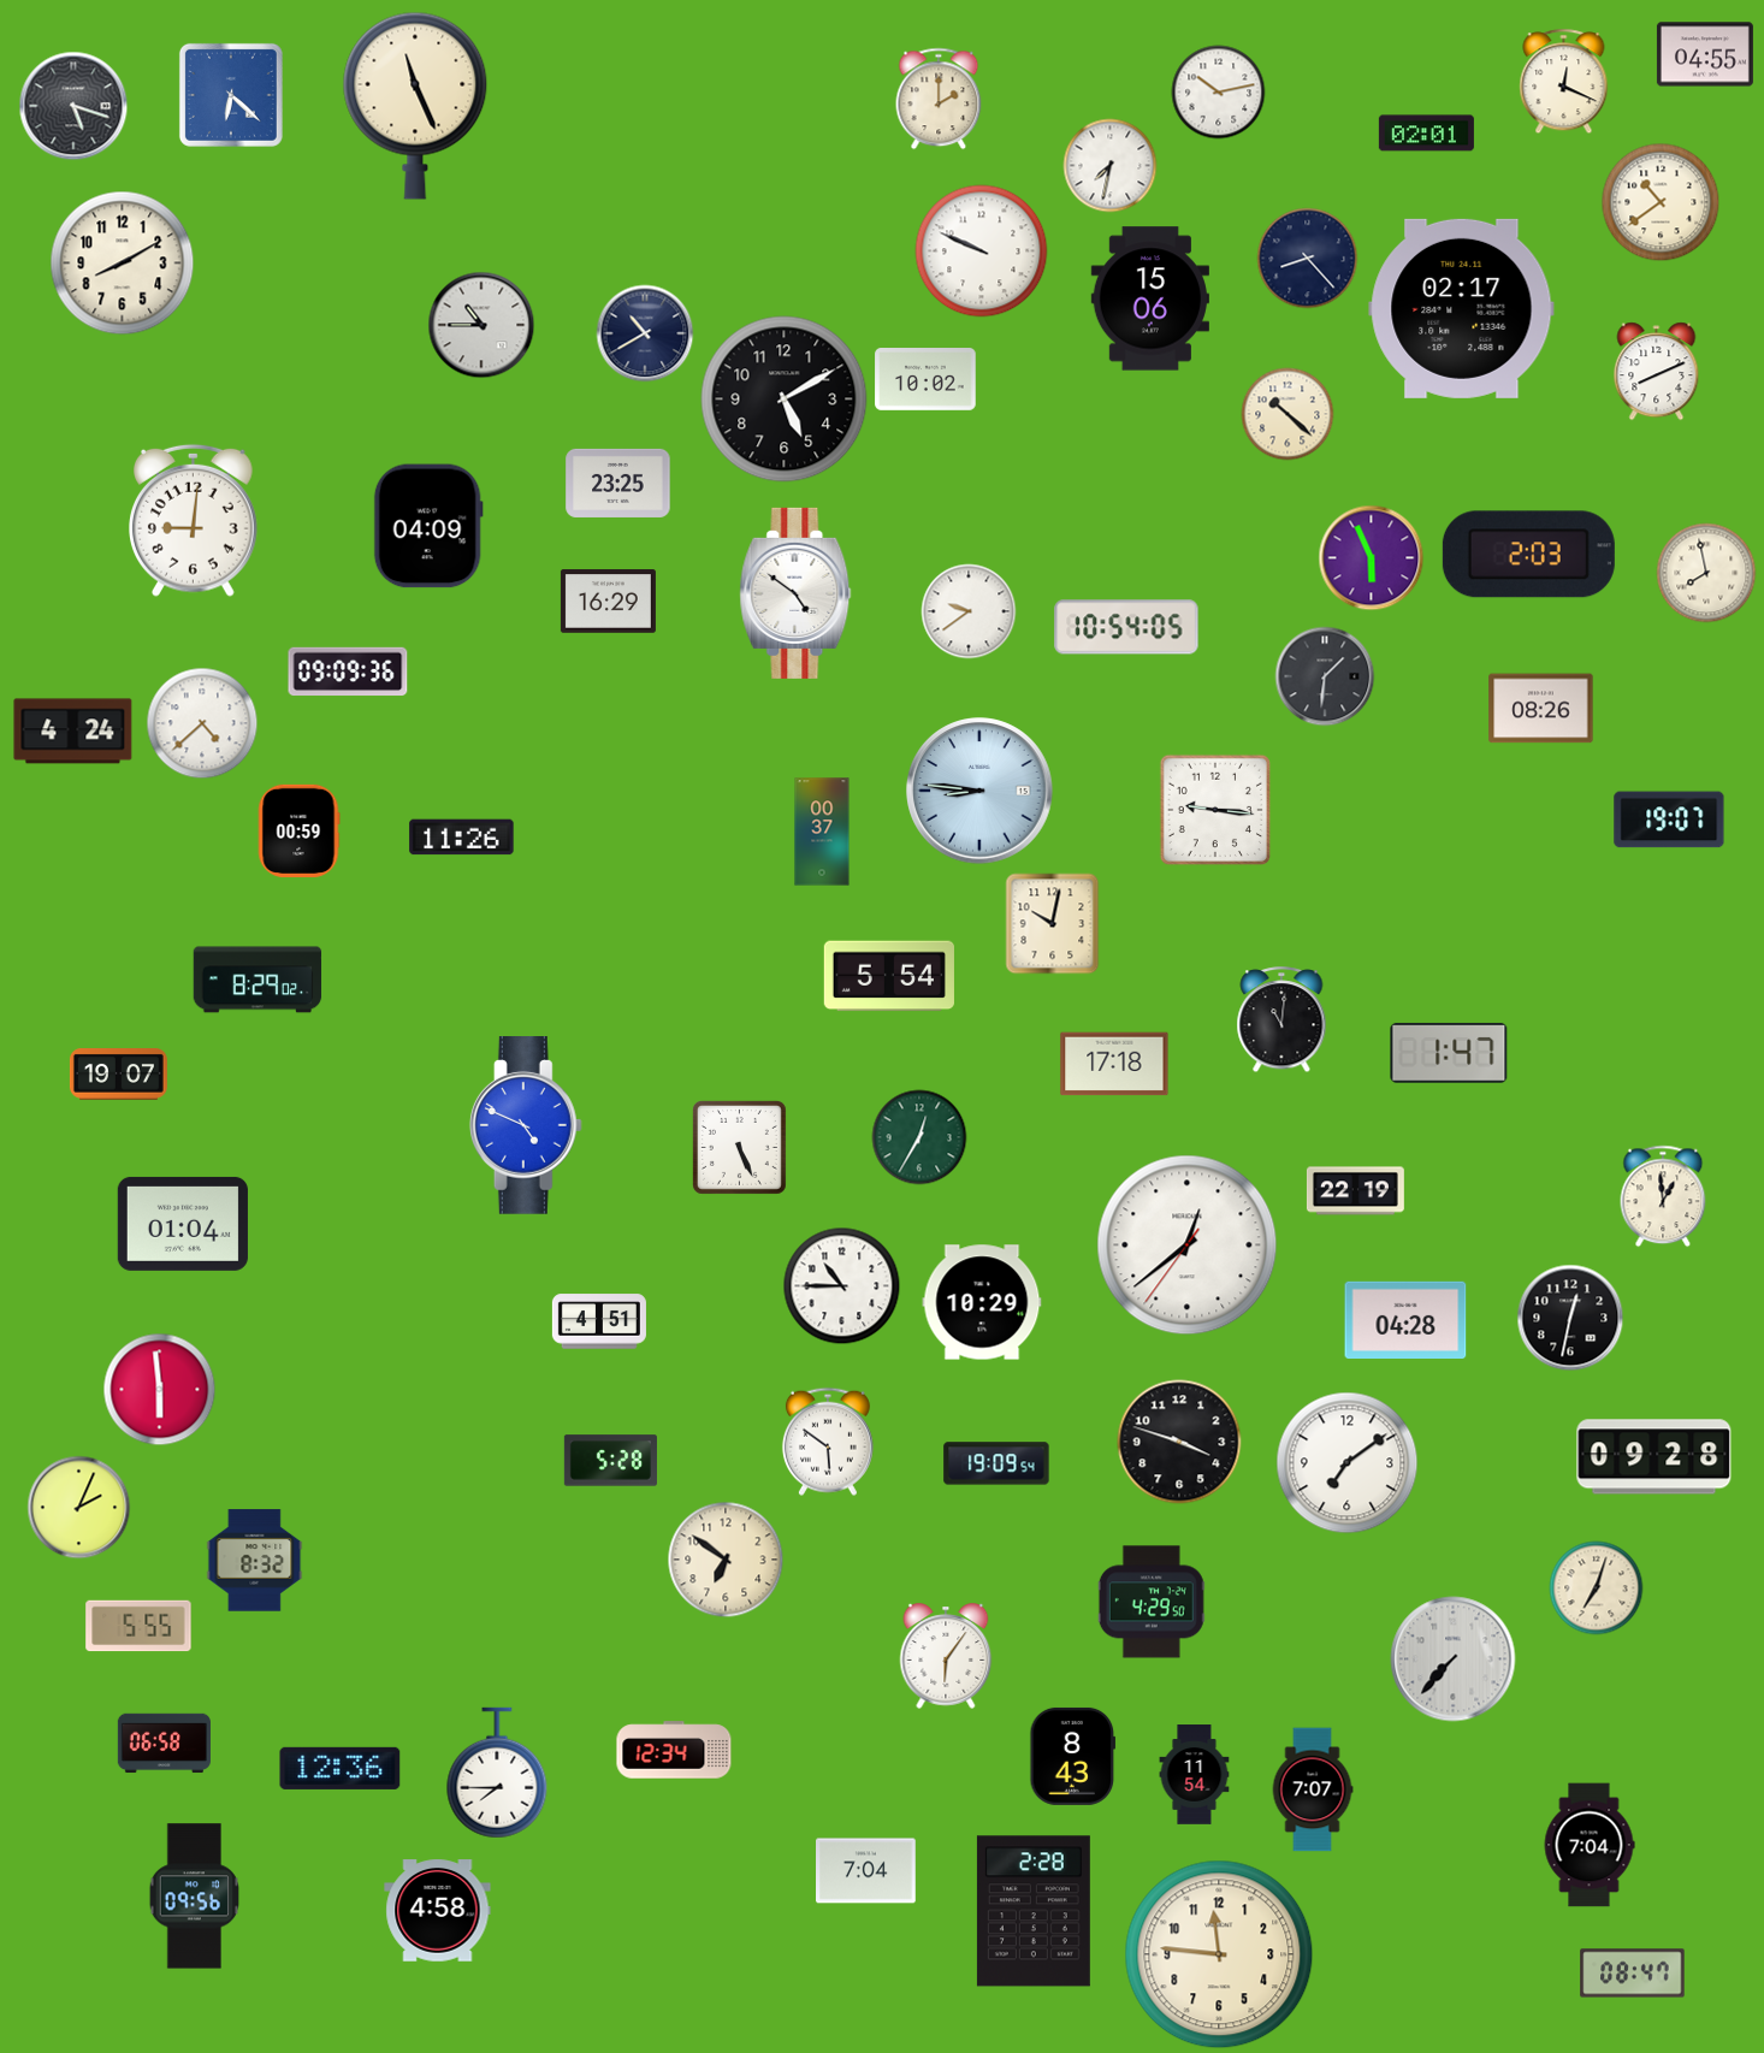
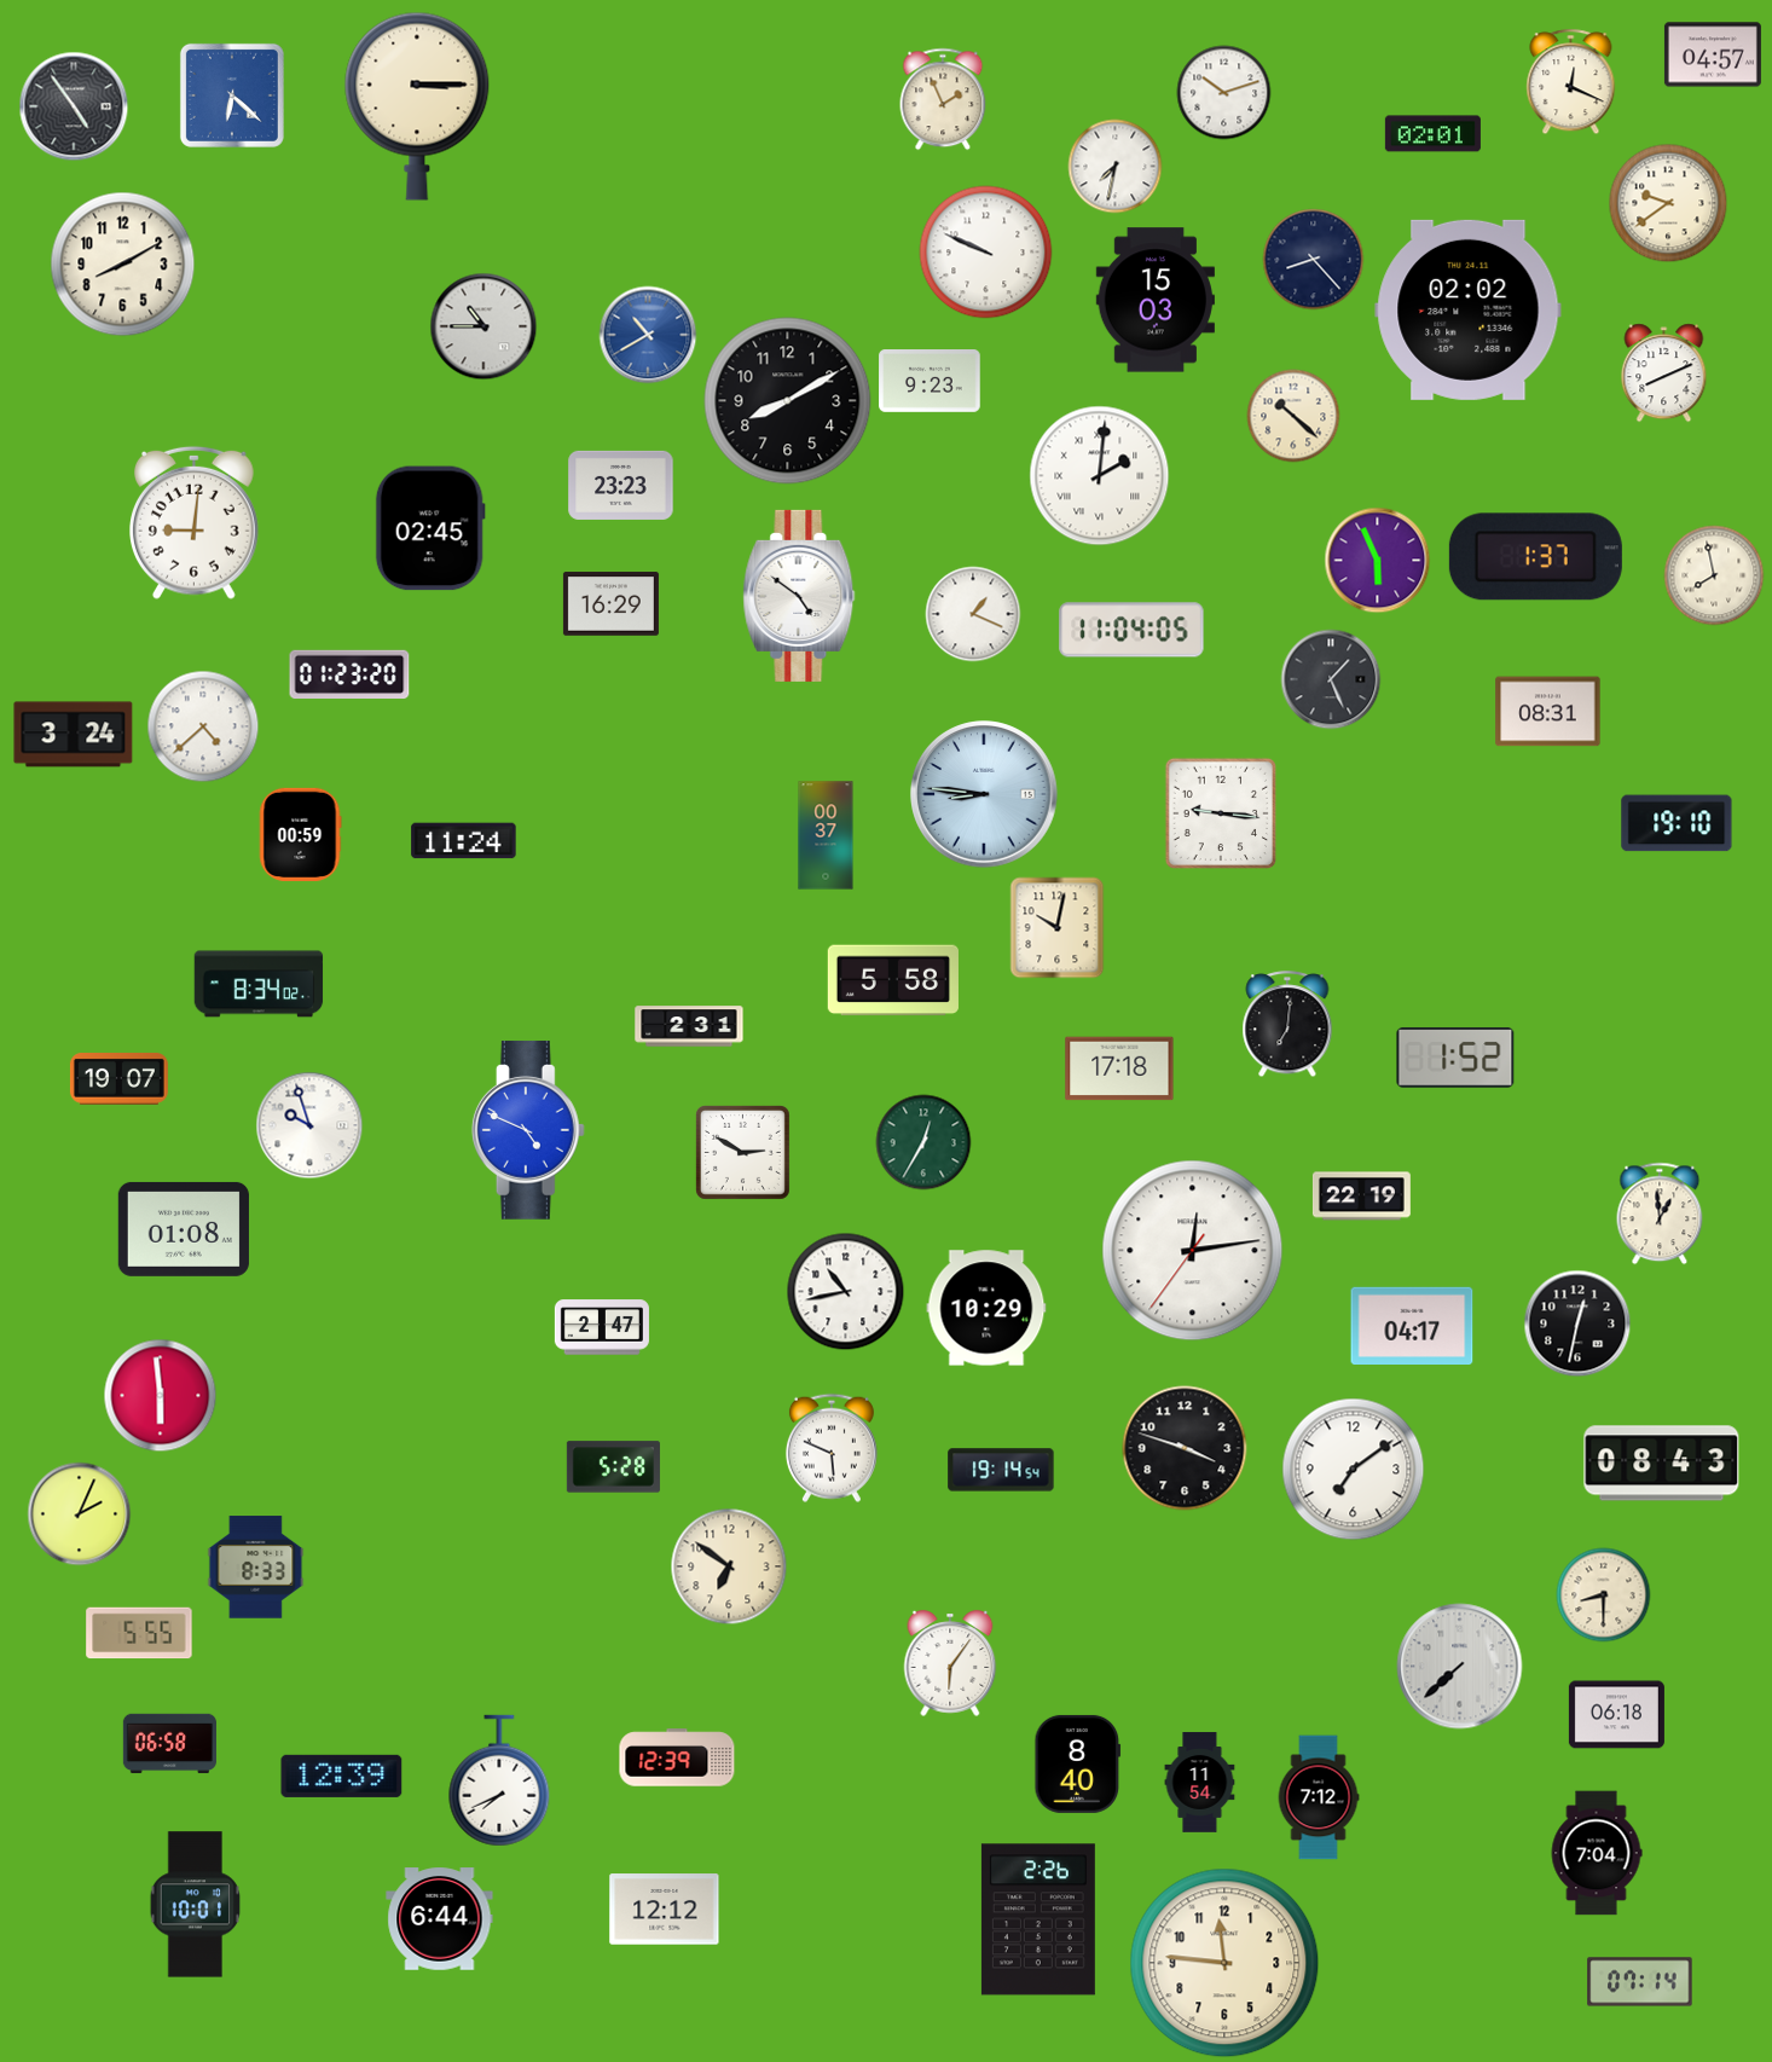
clock at (1705, 54): 04:55 -> 04:57
clock at (1219, 93): 10:13 -> 10:12
clock at (939, 99): 2:00 -> 1:56
clock at (73, 106): 5:18 -> 4:54
clock at (415, 106): 11:26 -> 3:15
clock at (1661, 202): 10:39 -> 9:39
clock at (1149, 298): 15:06 -> 15:03
clock at (1462, 308): 02:17 -> 02:02
clock at (645, 333) dial: navy -> blue
clock at (925, 380): 10:02 -> 9:23
clock at (785, 400): 5:10 -> 8:10
clock at (1100, 476): none -> 2:01
clock at (618, 483): 23:25 -> 23:23
clock at (428, 526): 04:09 -> 02:45
clock at (1528, 555): 2:03 -> 1:37
clock at (969, 611): 9:39 -> 1:19
clock at (1126, 627): 10:54 -> 11:04
clock at (348, 671): 09:09 -> 01:23
clock at (1325, 676): 1:31 -> 1:26
clock at (1541, 709): 08:26 -> 08:31
clock at (73, 732): 4:24 -> 3:24
clock at (1669, 820): 19:07 -> 19:10
clock at (462, 838): 11:26 -> 11:24
clock at (889, 976): 5:54 -> 5:58
clock at (258, 980): 8:29 -> 8:34
clock at (1281, 1020): 11:01 -> 7:01
clock at (689, 1026): none -> 2:31
clock at (1449, 1053): 1:47 -> 1:52
clock at (309, 1125): none -> 9:57
clock at (739, 1147): 5:26 -> 2:50
clock at (1663, 1196) position: (1663, 1196) -> (1660, 1214)
clock at (183, 1224): 01:04 -> 01:08
clock at (1188, 1246): 12:38 -> 12:13
clock at (842, 1286): 10:45 -> 10:43
clock at (1405, 1319): 04:28 -> 04:17
clock at (599, 1321): 4:51 -> 2:47
clock at (828, 1442): 5:51 -> 5:49
clock at (1655, 1457): 09:28 -> 08:43
clock at (996, 1463): 19:09 -> 19:14
clock at (255, 1561): 8:32 -> 8:33
clock at (1597, 1588): 7:03 -> 8:30
clock at (1152, 1602): 4:29 -> none
clock at (1454, 1659): 7:37 -> 7:38
clock at (1616, 1715): none -> 06:18
clock at (164, 1744) position: (164, 1744) -> (169, 1744)
clock at (674, 1750): 12:34 -> 12:39
clock at (1073, 1756): 8:43 -> 8:40
clock at (341, 1768): 12:36 -> 12:39
clock at (497, 1773): 7:45 -> 7:41
clock at (1313, 1789): 7:07 -> 7:12
clock at (866, 1871): 7:04 -> none
clock at (195, 1897): 09:56 -> 10:01
clock at (665, 1910): none -> 12:12
clock at (438, 1911): 4:58 -> 6:44
clock at (1034, 1911): 2:28 -> 2:26
clock at (1633, 1974): 08:47 -> 07:14
